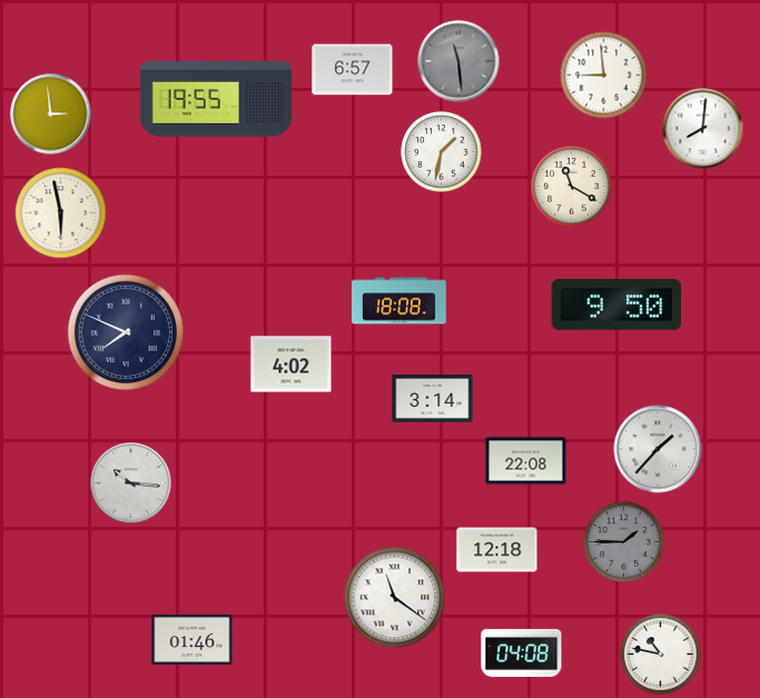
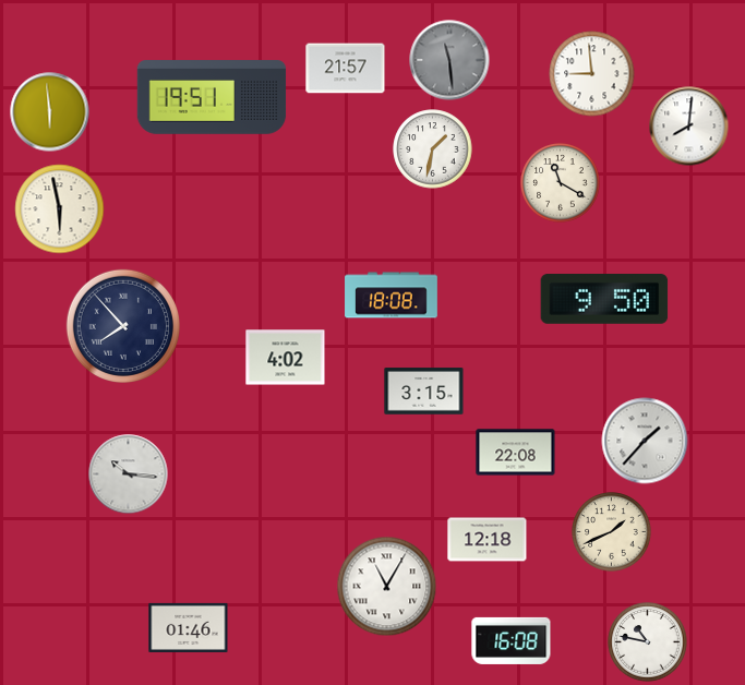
clock at (353, 70): 6:57 -> 21:57
clock at (216, 99): 19:55 -> 19:51
clock at (51, 114): 2:59 -> 5:59
clock at (125, 331): 7:49 -> 7:53
clock at (433, 399): 3:14 -> 3:15
clock at (624, 542): 1:45 -> 1:41
clock at (624, 542) dial: grey -> cream
clock at (395, 598): 11:21 -> 11:05
clock at (522, 652): 04:08 -> 16:08
